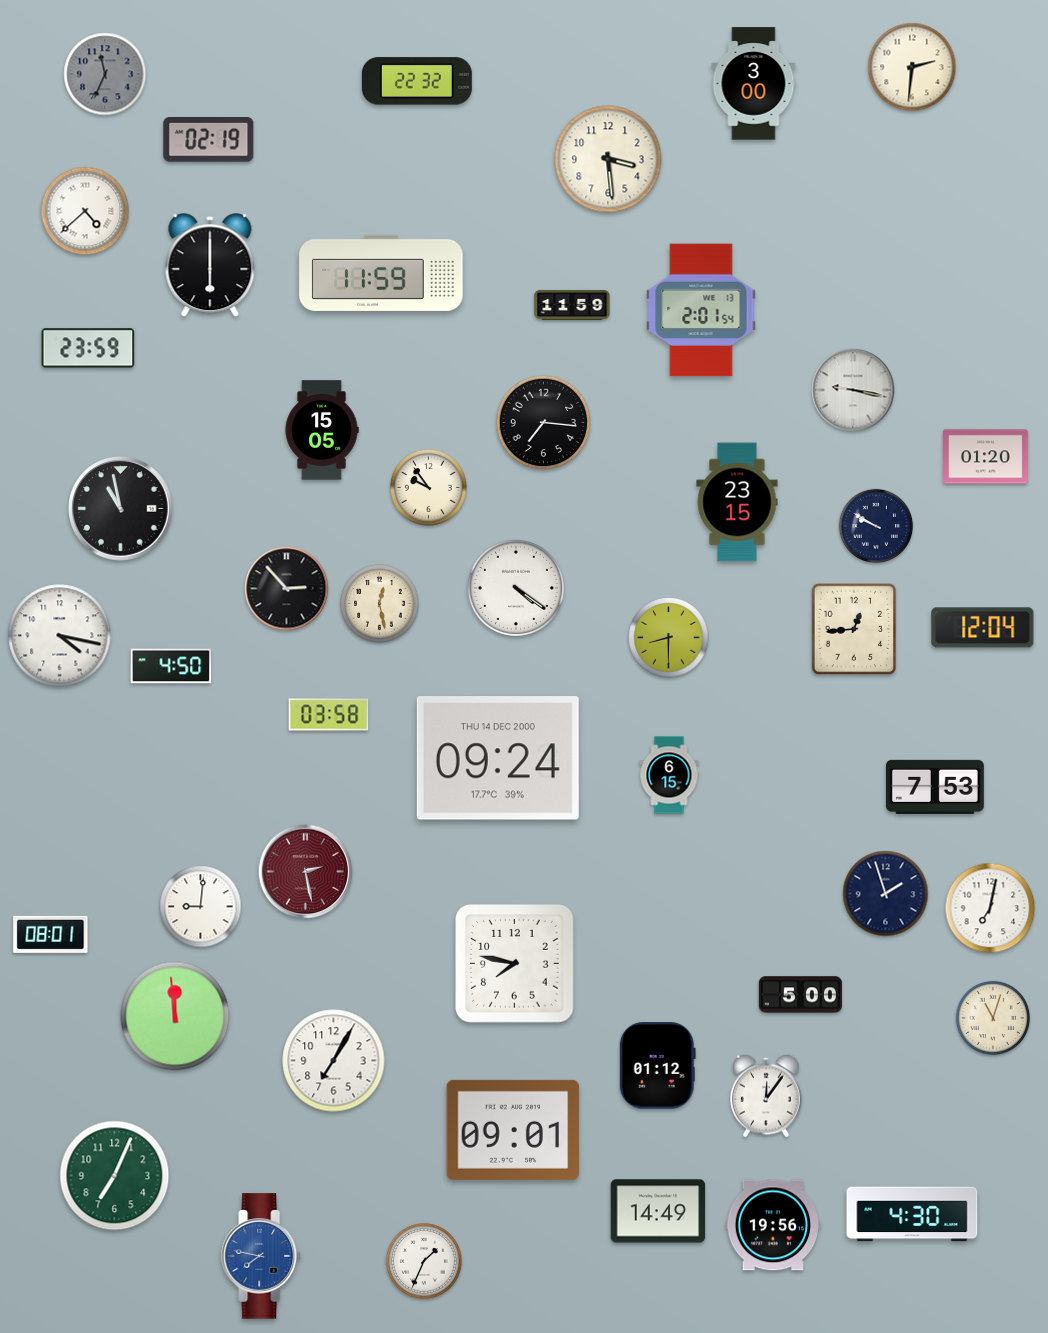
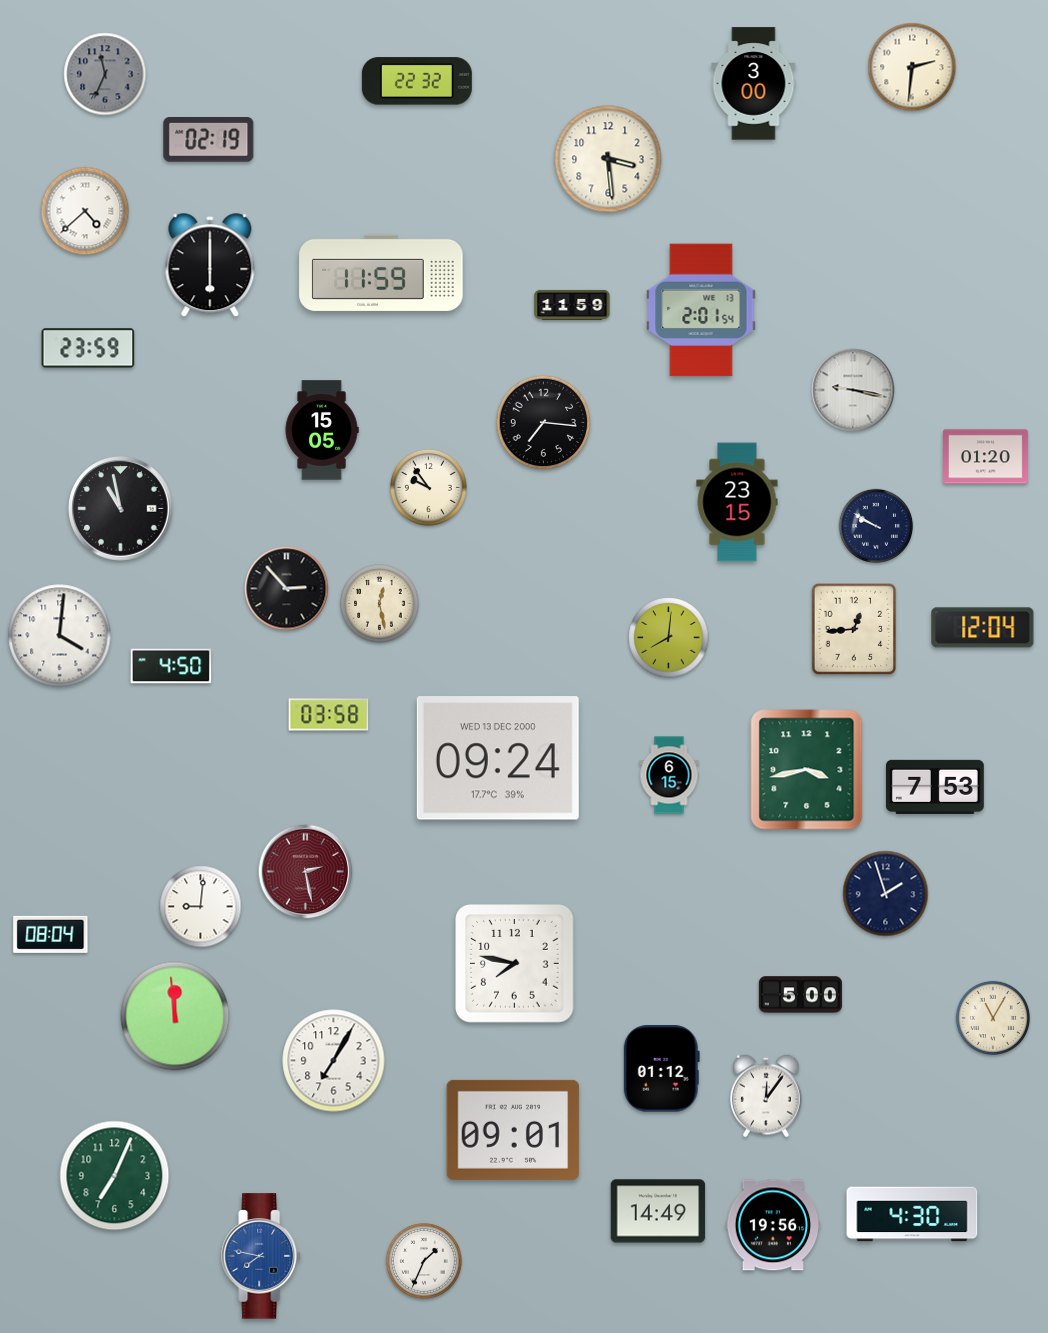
clock at (516, 588): 4:21 -> none
clock at (60, 636): 4:17 -> 4:01
clock at (669, 638): 8:30 -> 8:01
clock at (498, 758) date: THU 14 DEC 2000 -> WED 13 DEC 2000
clock at (807, 770): none -> 3:43
clock at (990, 908): 7:02 -> none
clock at (51, 934): 08:01 -> 08:04
clock at (992, 1017): 11:03 -> 11:05
clock at (657, 1066) position: (657, 1066) -> (661, 1069)
